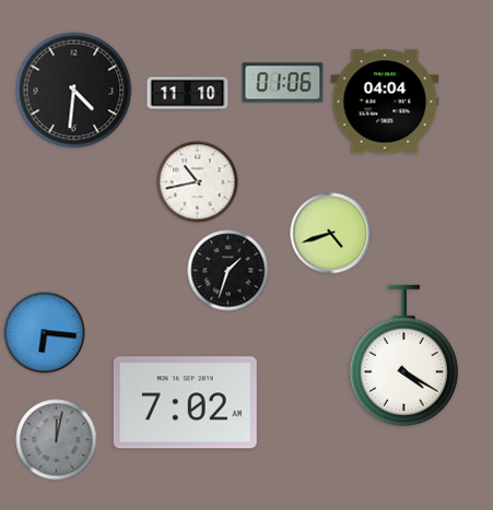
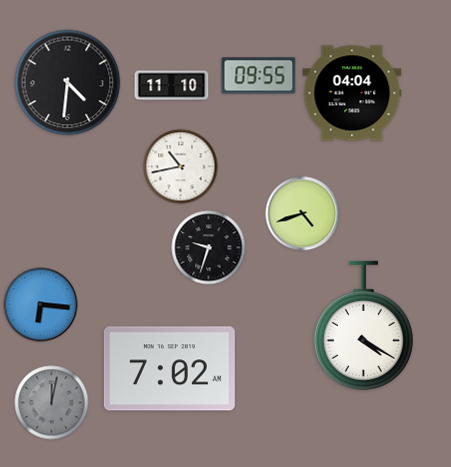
clock at (283, 83): 01:06 -> 09:55
clock at (228, 271): 1:33 -> 9:33
clock at (403, 355) position: (403, 355) -> (363, 325)
